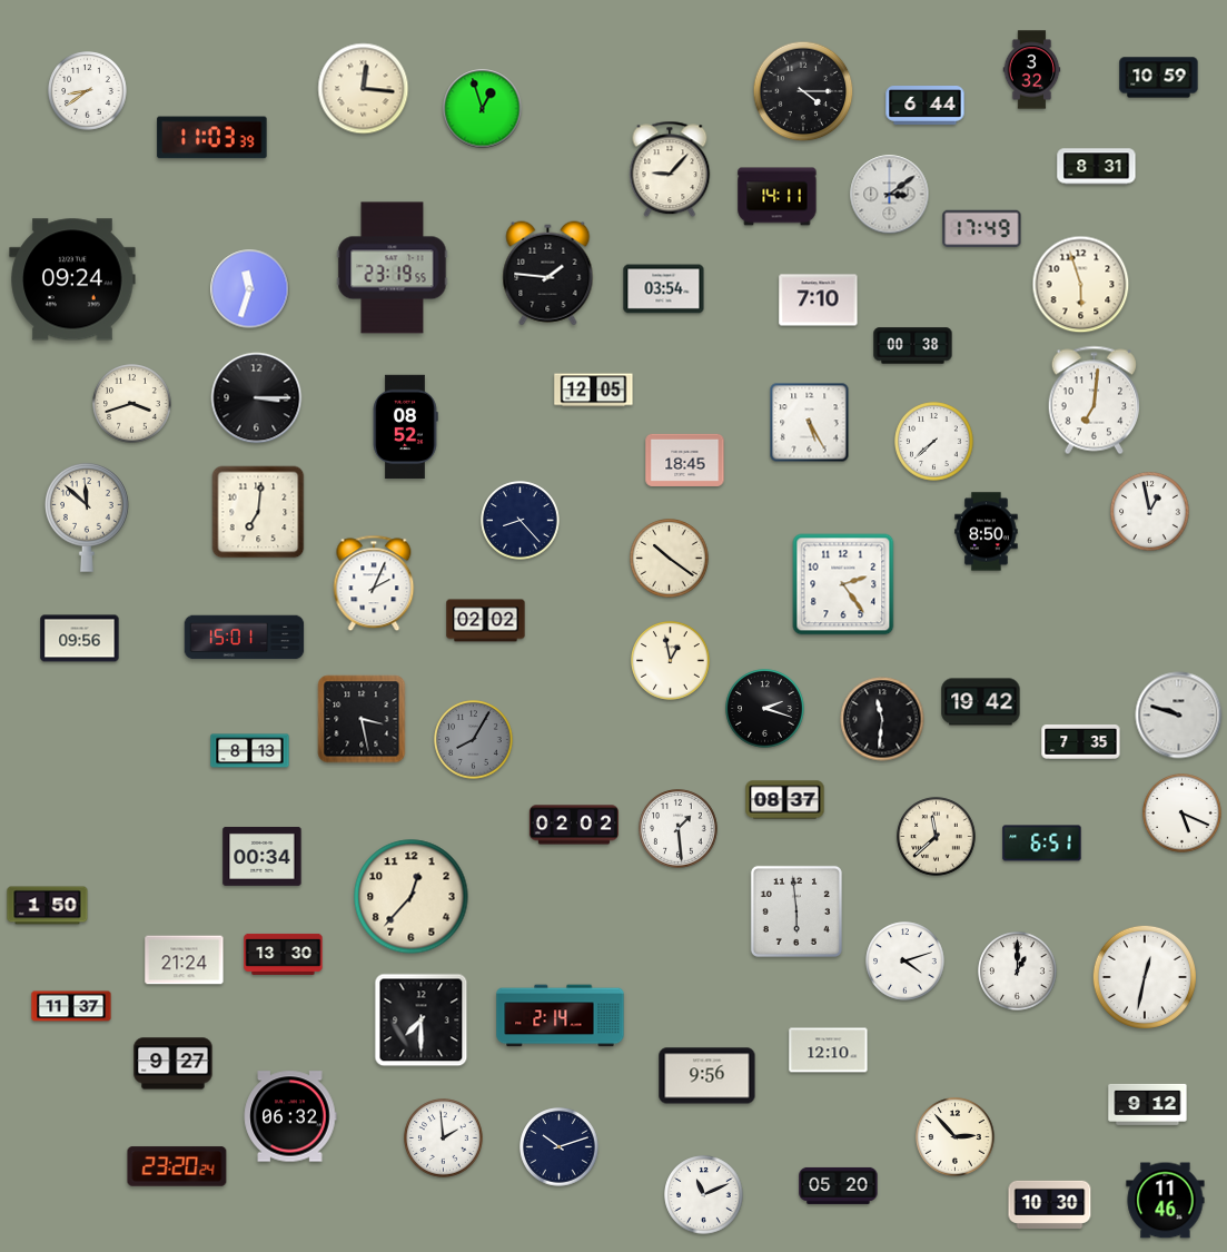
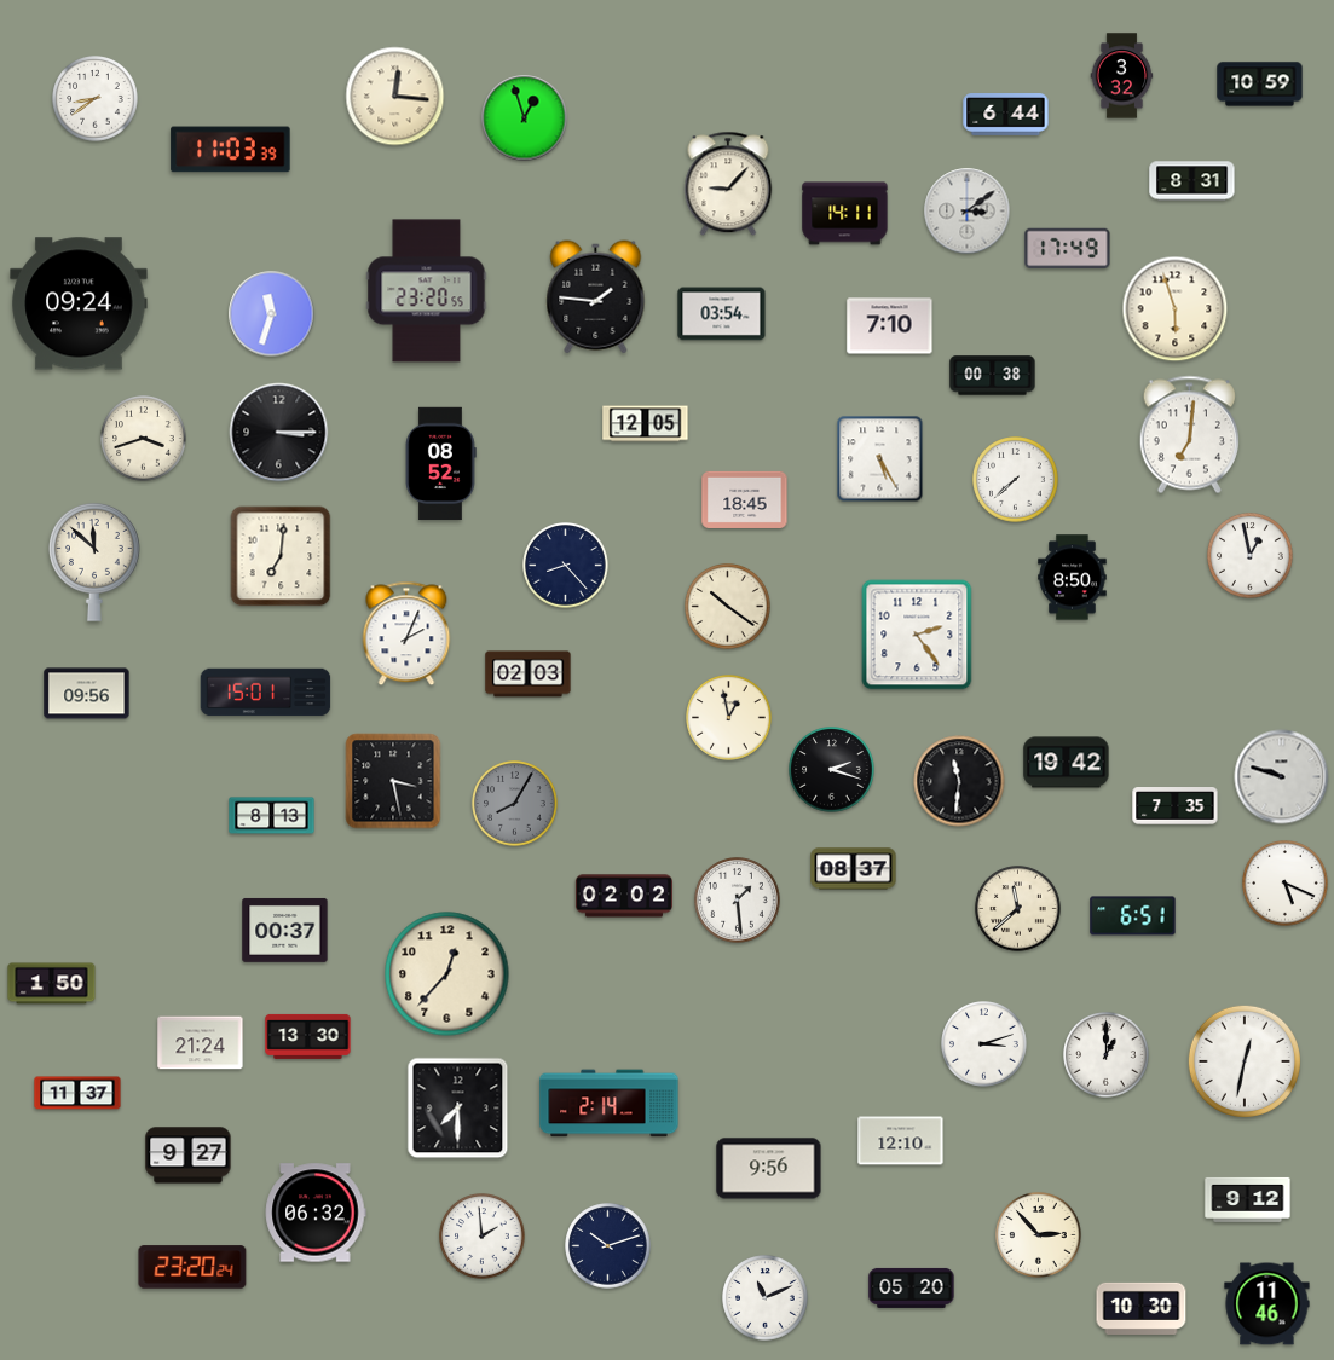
clock at (803, 91): 4:15 -> none
clock at (393, 268): 23:19 -> 23:20
clock at (486, 621): 02:02 -> 02:03
clock at (263, 856): 00:34 -> 00:37
clock at (796, 911): 5:59 -> none
clock at (906, 962): 4:12 -> 3:12
